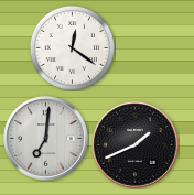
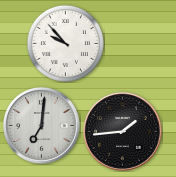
clock at (72, 47): 12:21 -> 9:53
clock at (136, 145): 1:41 -> 1:44
